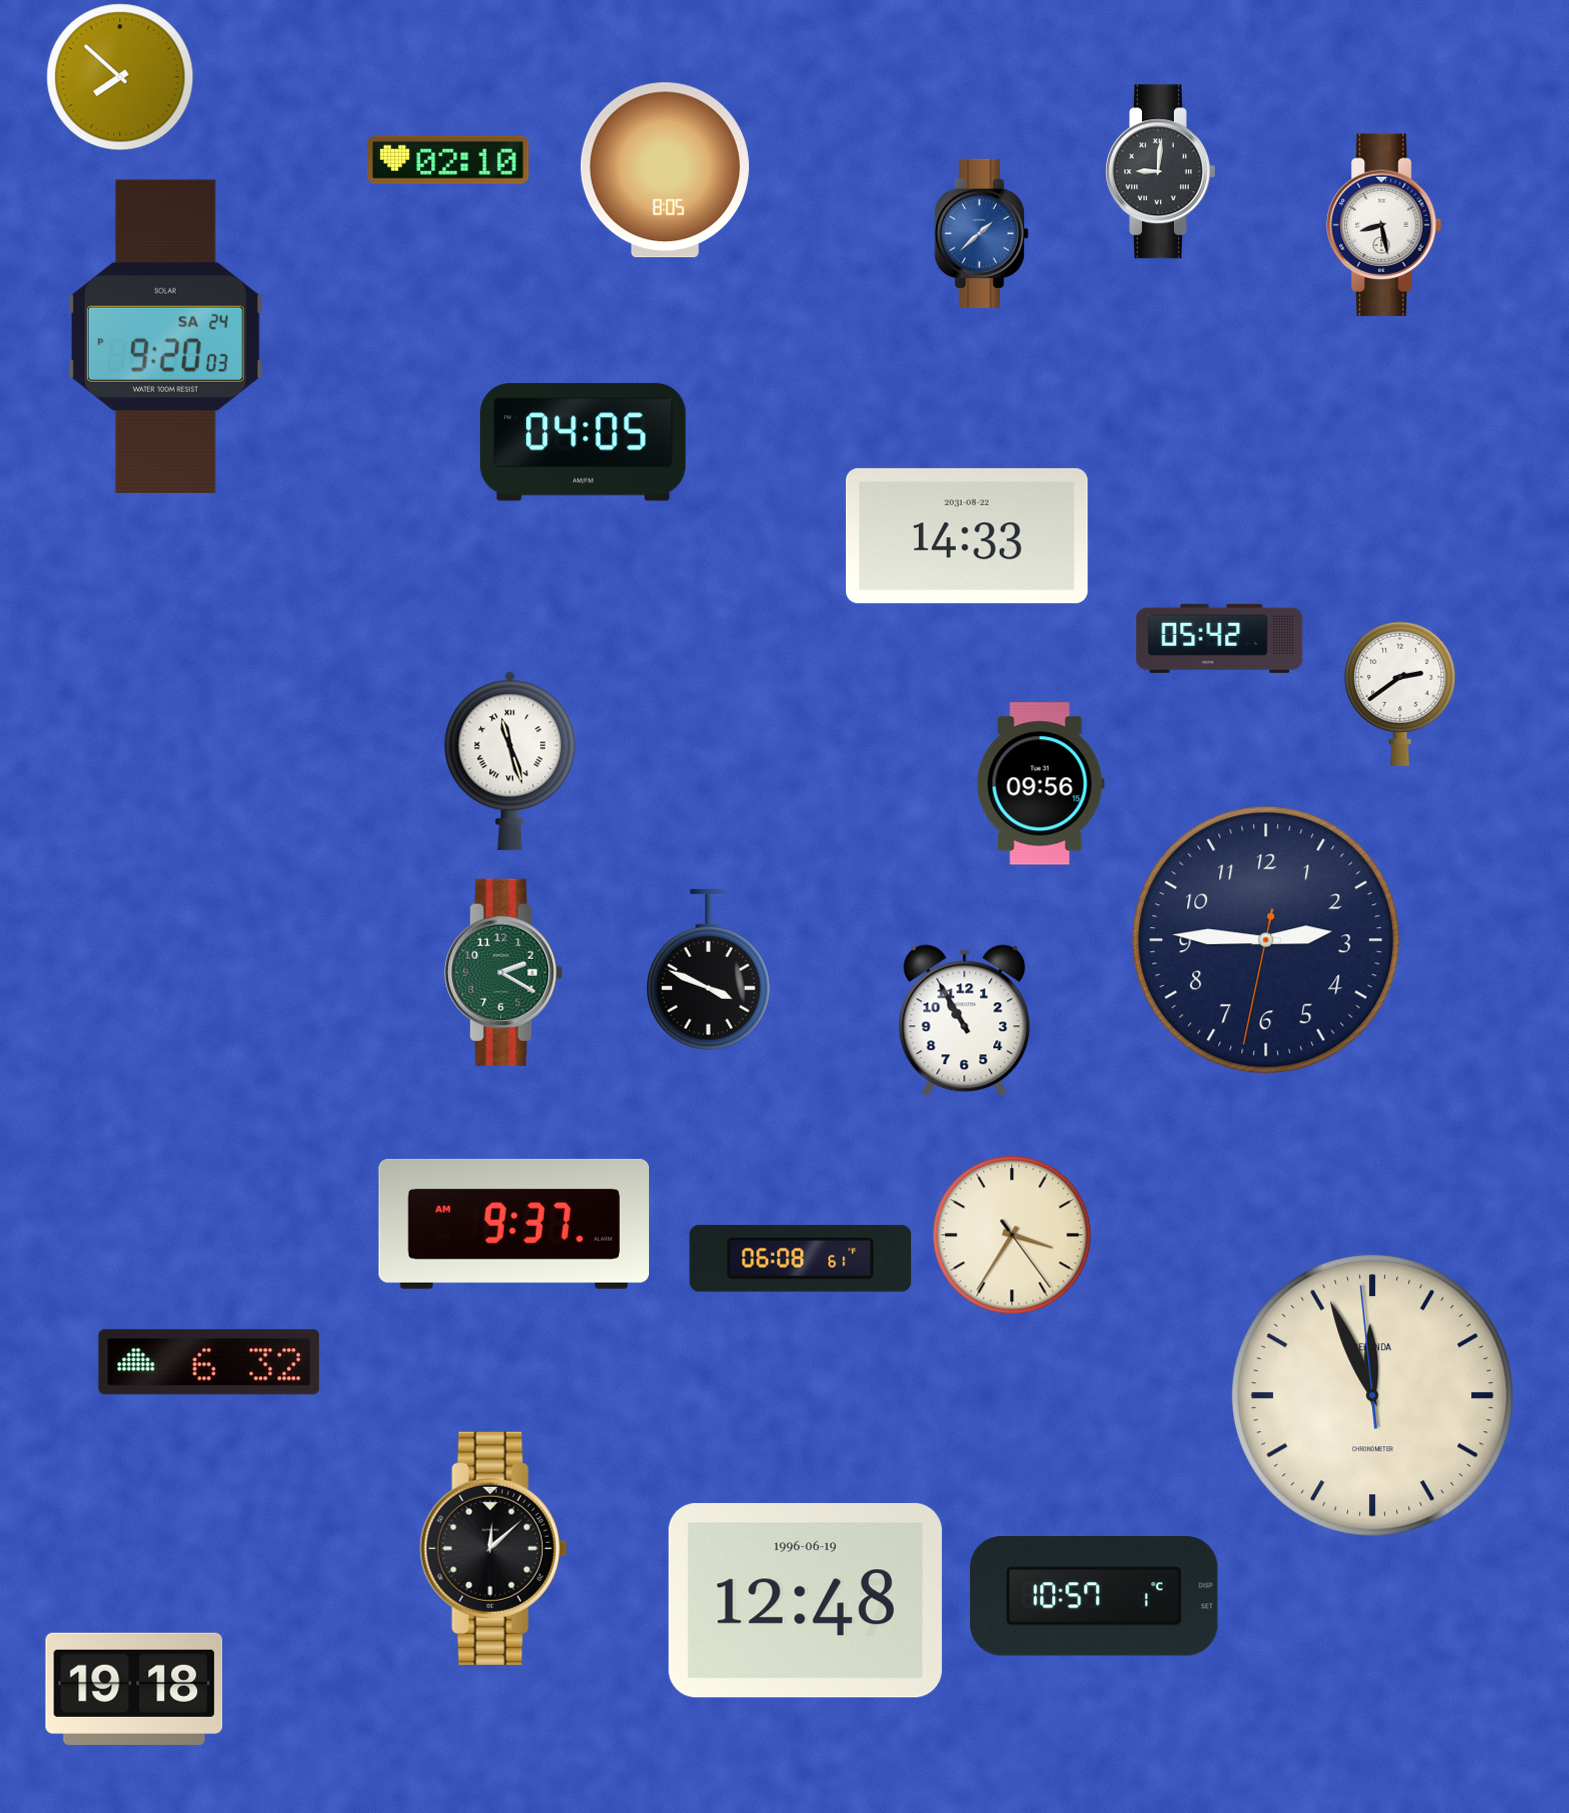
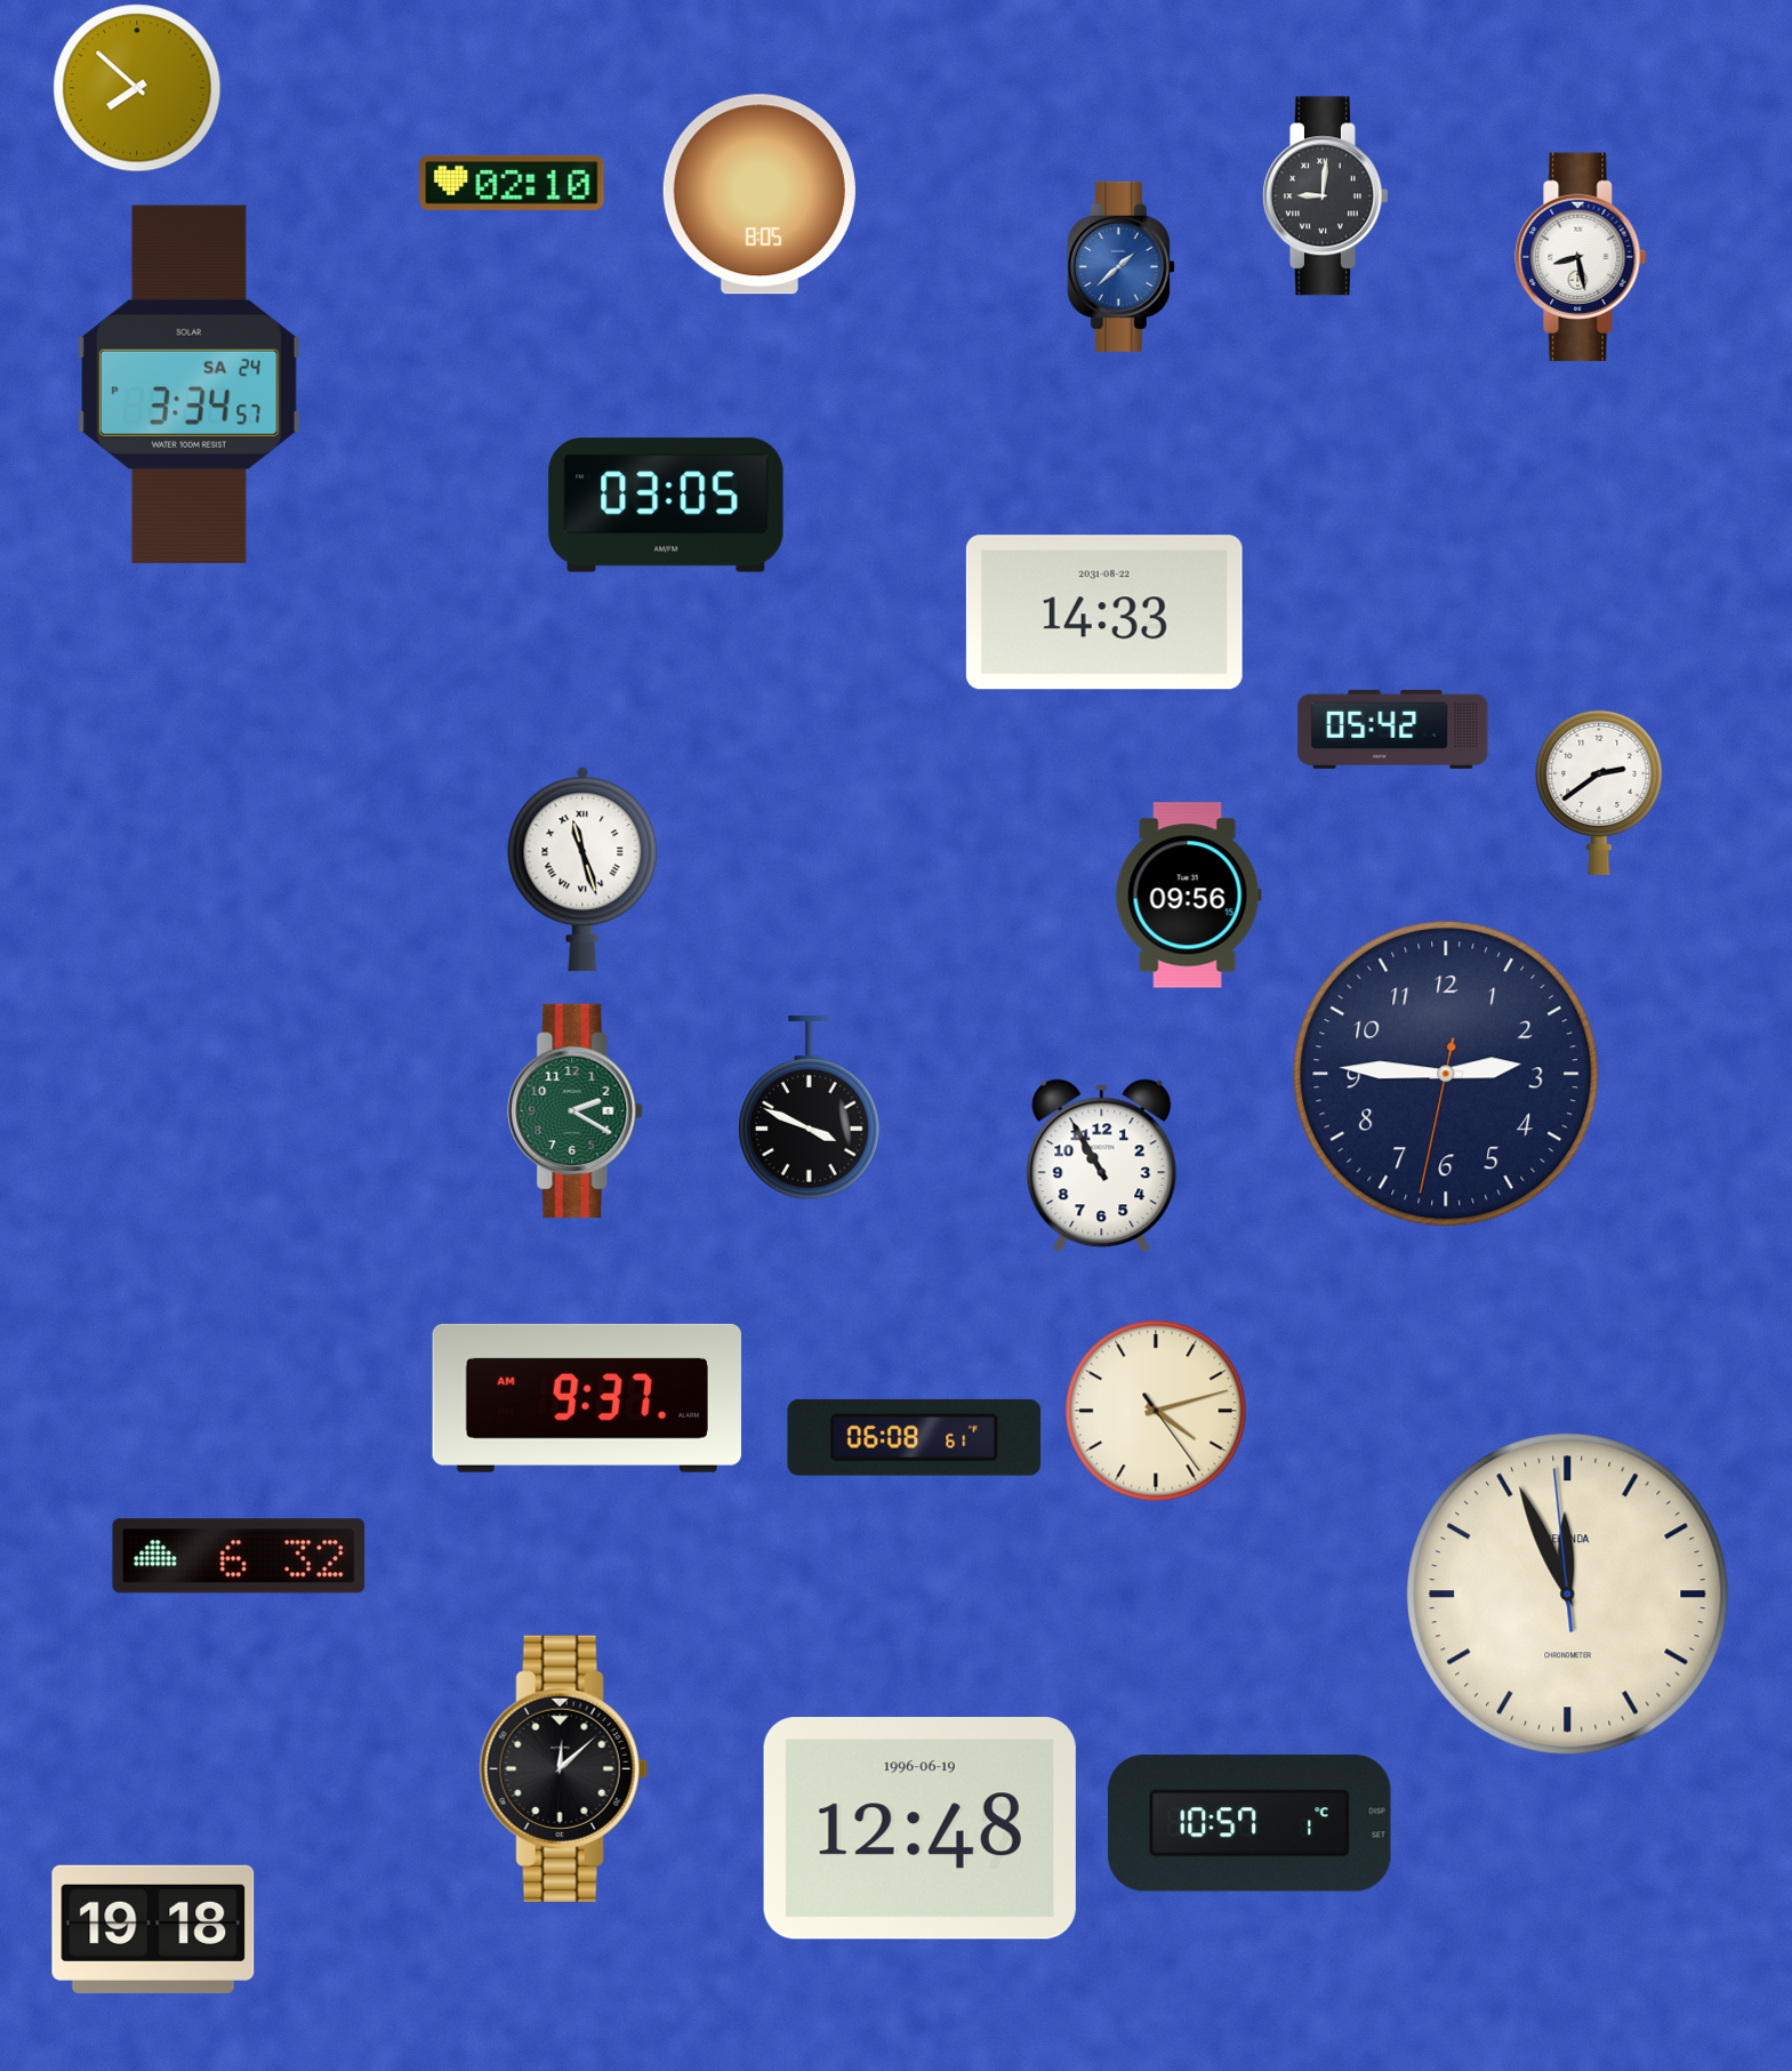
clock at (165, 336): 9:20 -> 3:34
clock at (583, 442): 04:05 -> 03:05
clock at (1012, 1235): 3:35 -> 4:12
